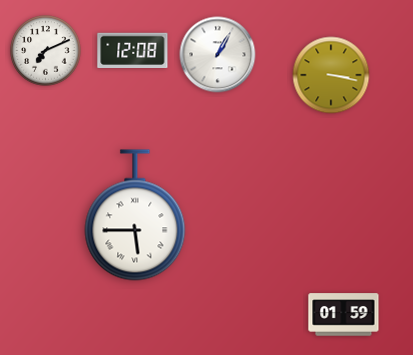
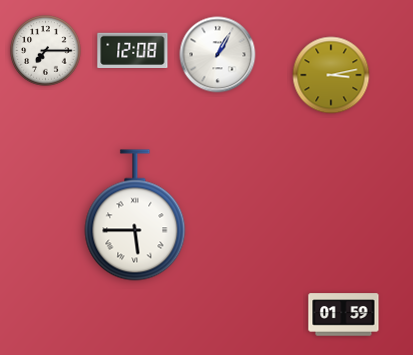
clock at (46, 51): 7:11 -> 7:15
clock at (331, 75): 3:17 -> 3:13
